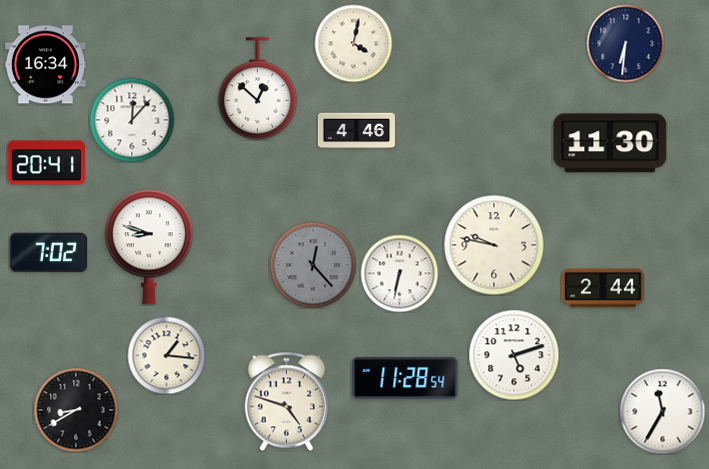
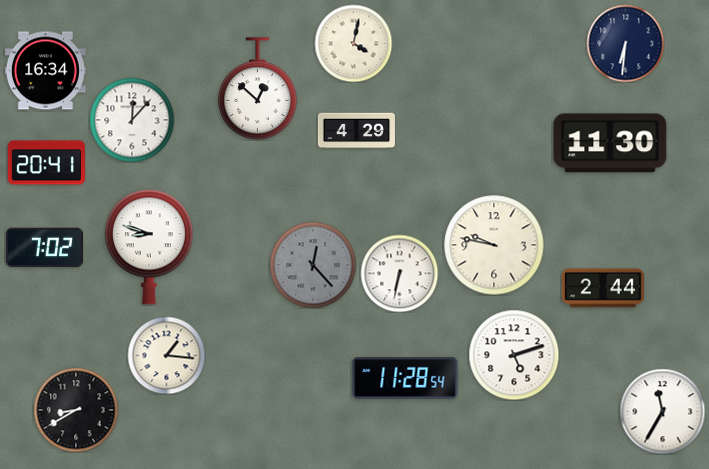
clock at (45, 65) position: (45, 65) -> (45, 71)
clock at (356, 131): 4:46 -> 4:29
clock at (48, 253) position: (48, 253) -> (44, 248)
clock at (286, 401): 4:48 -> none
